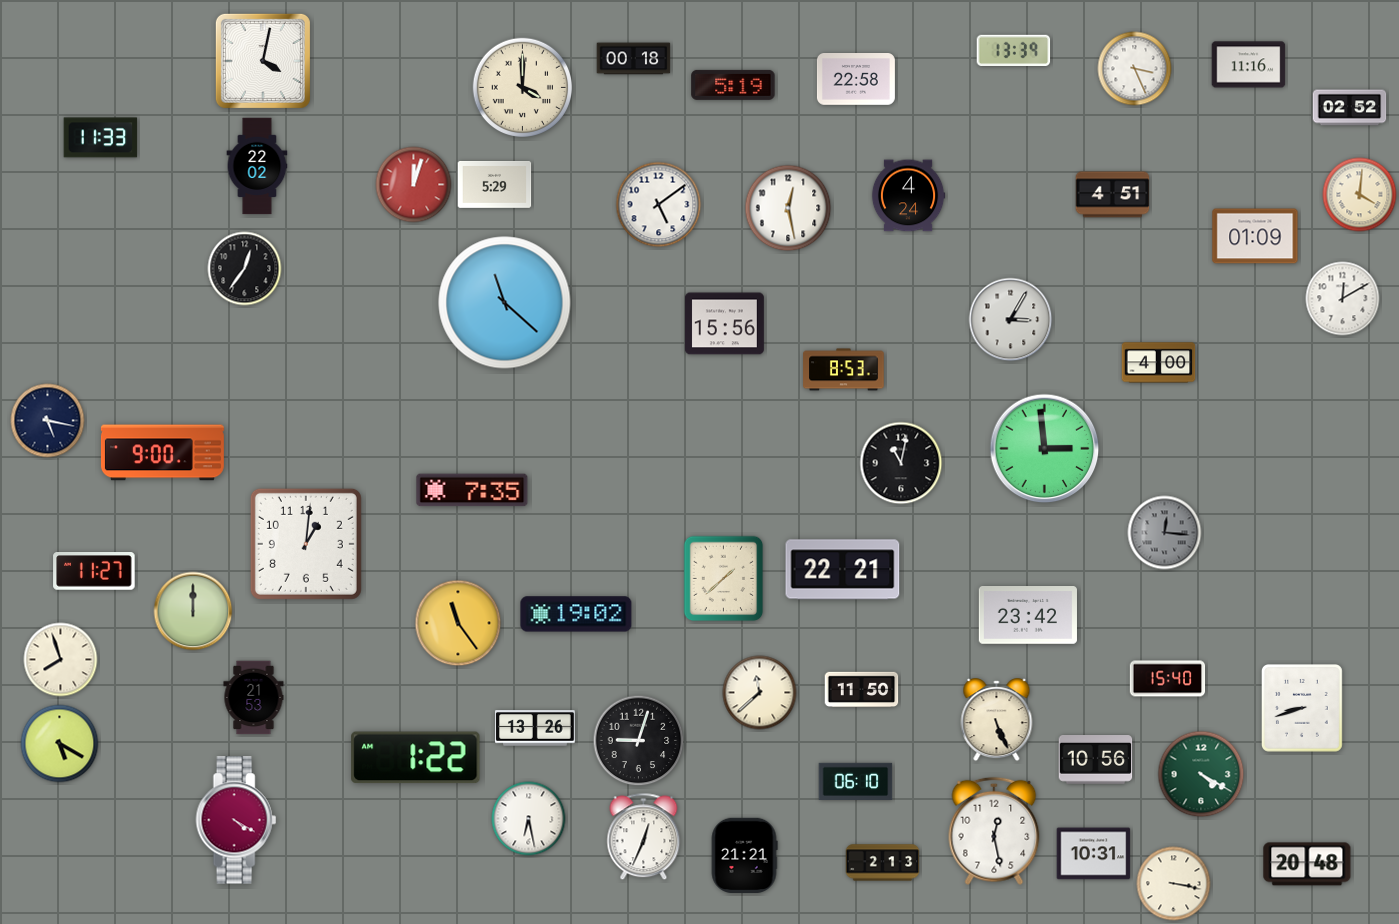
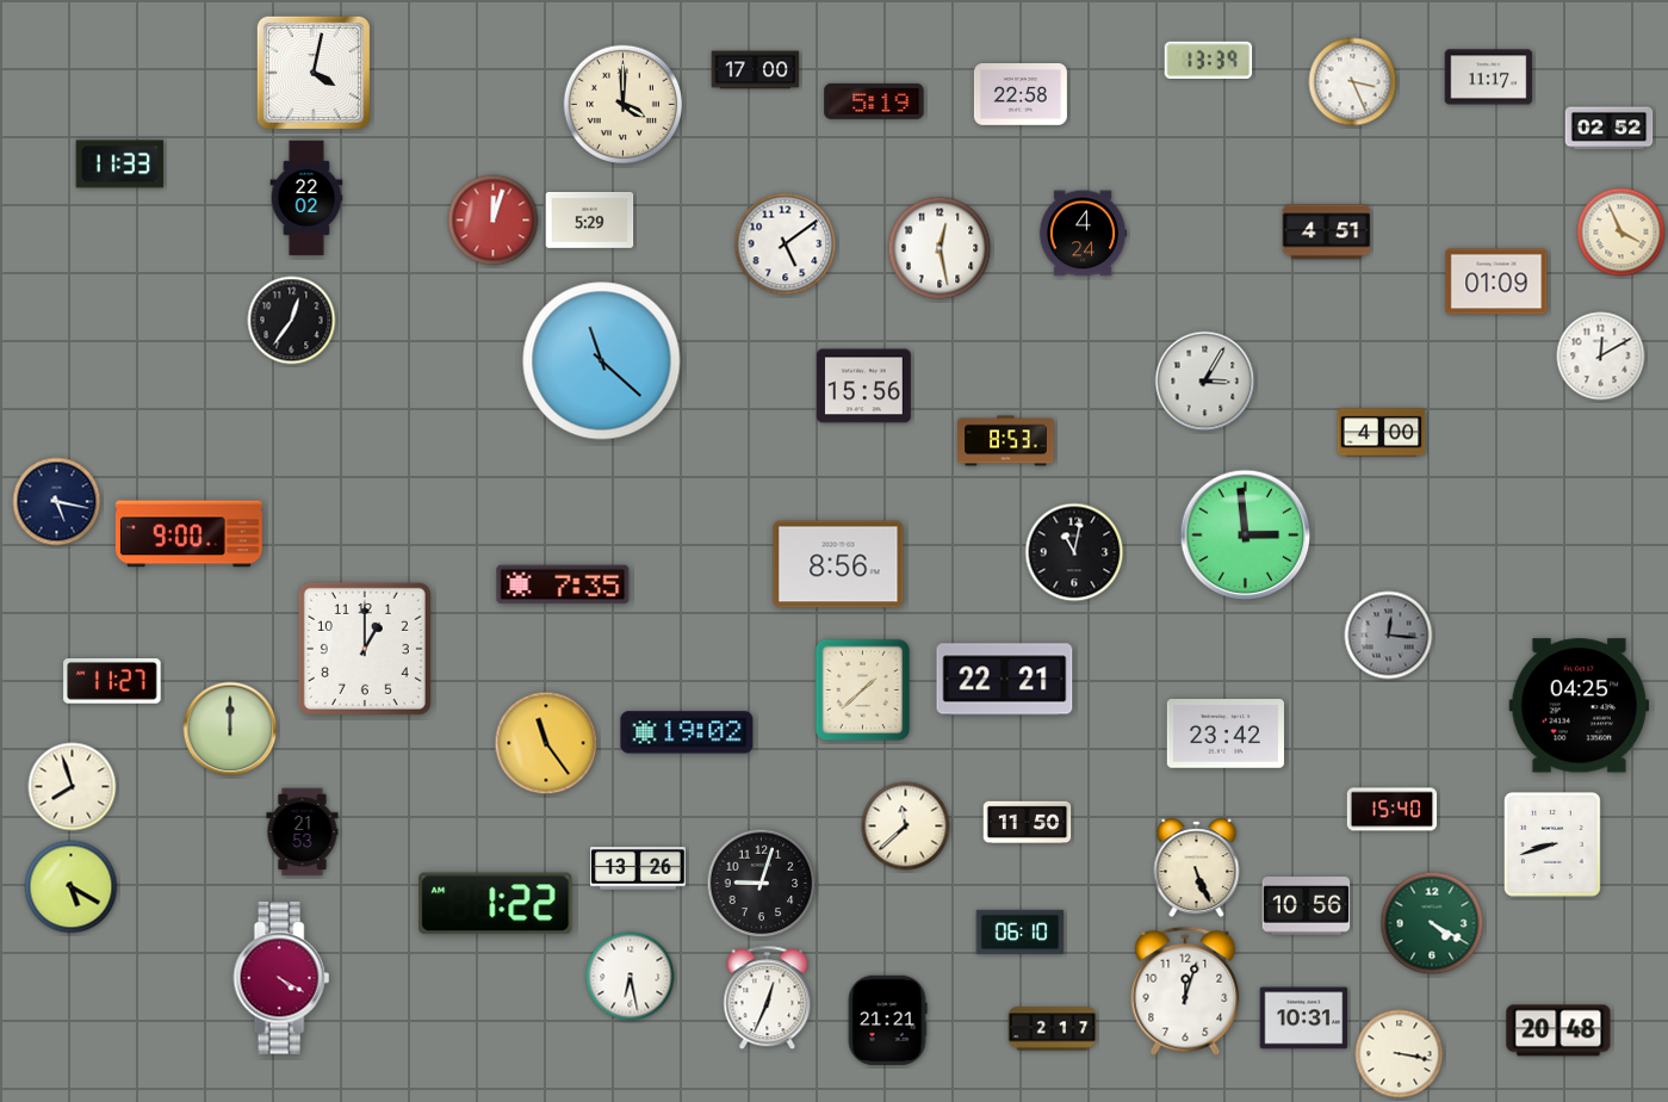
clock at (634, 59): 00:18 -> 17:00
clock at (1249, 65): 11:16 -> 11:17
clock at (1360, 195): 4:01 -> 3:56
clock at (162, 453) position: (162, 453) -> (188, 534)
clock at (838, 564): none -> 8:56
clock at (306, 544): 1:01 -> 1:00
clock at (1580, 706): none -> 04:25
clock at (997, 720) position: (997, 720) -> (1197, 868)
clock at (994, 831): 12:28 -> 12:03
clock at (883, 863): 2:13 -> 2:17
